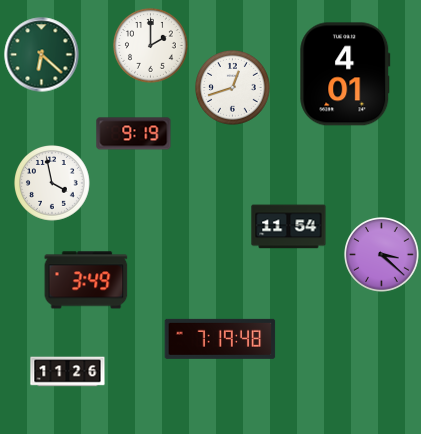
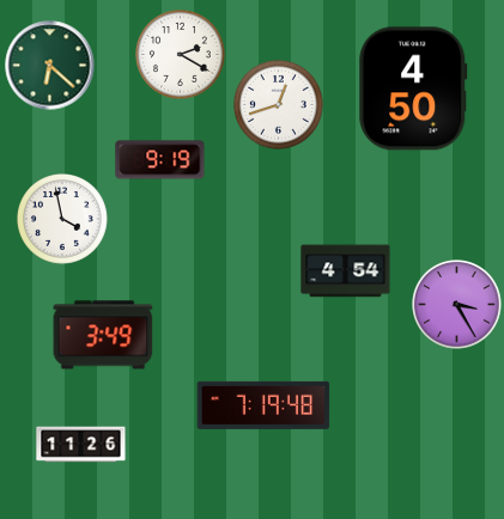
clock at (151, 46): 2:00 -> 2:20
clock at (345, 74): 4:01 -> 4:50
clock at (289, 227): 11:54 -> 4:54
clock at (382, 255): 3:22 -> 3:25
